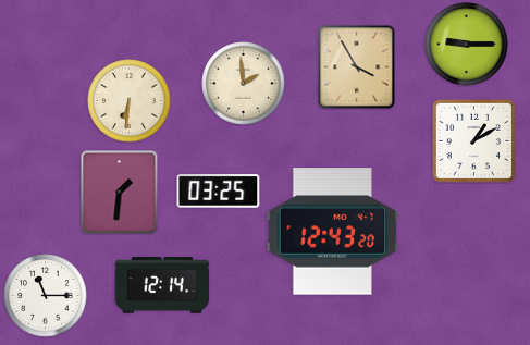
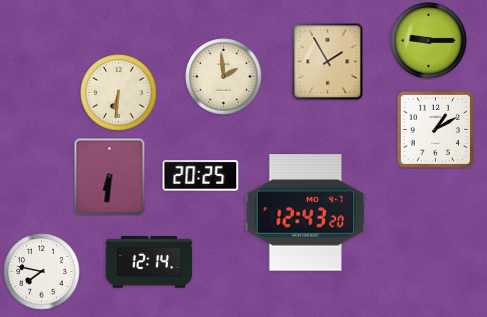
clock at (357, 67): 3:55 -> 1:55
clock at (219, 192): 03:25 -> 20:25
clock at (120, 193): 1:31 -> 6:31
clock at (46, 296): 11:15 -> 7:47
